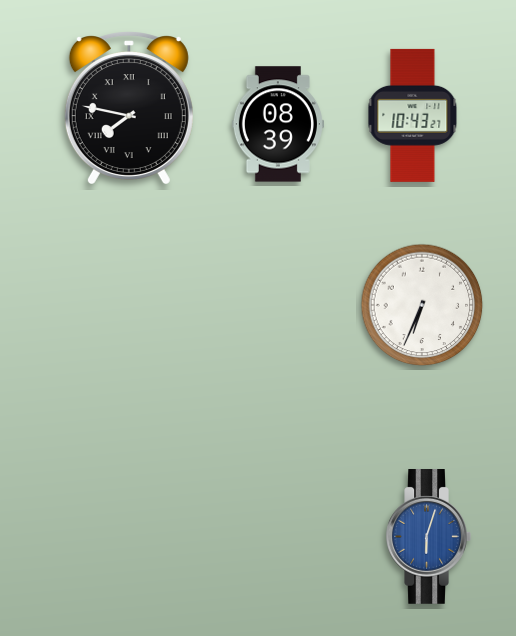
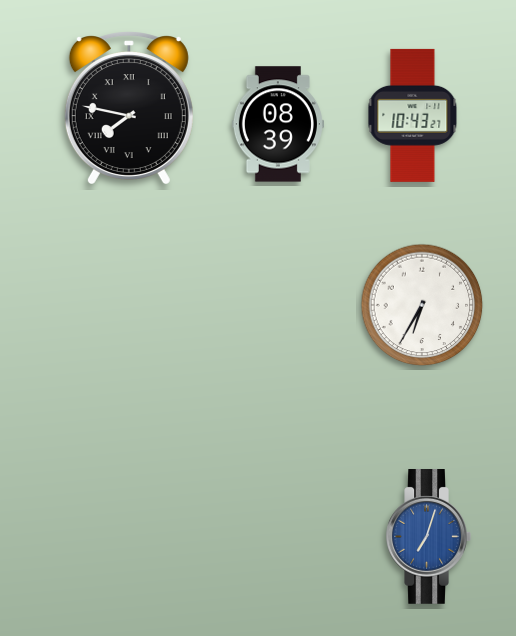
clock at (422, 305): 6:34 -> 6:35
clock at (428, 537): 6:03 -> 7:03
